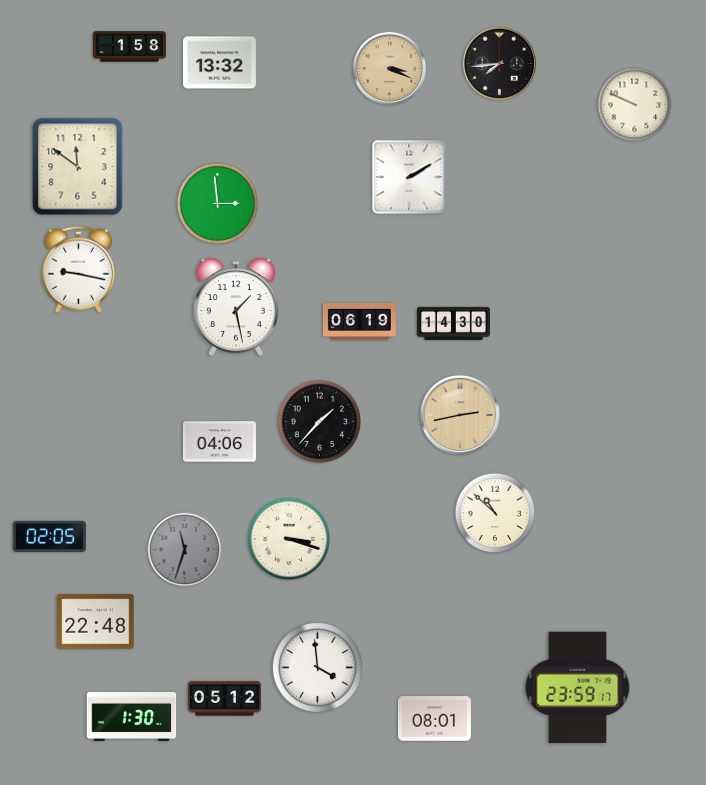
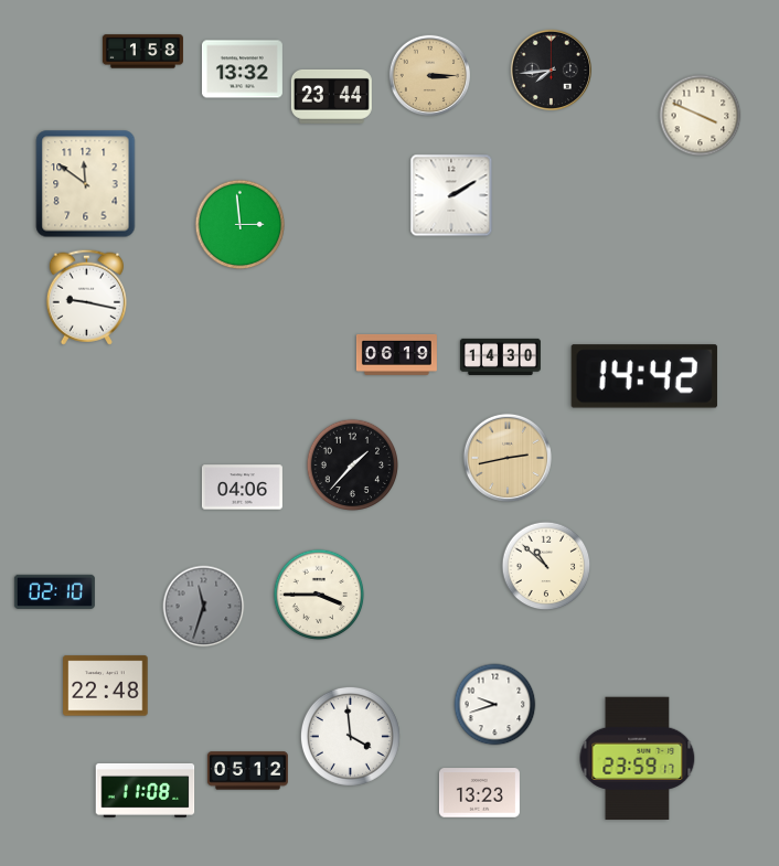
clock at (389, 68): 3:19 -> 3:15
clock at (331, 96): none -> 23:44
clock at (635, 105): 9:49 -> 3:49
clock at (236, 307): 1:28 -> none
clock at (644, 376): none -> 14:42
clock at (49, 536): 02:05 -> 02:10
clock at (289, 539): 3:18 -> 3:45
clock at (495, 705): none -> 9:42
clock at (132, 716): 1:30 -> 11:08
clock at (434, 719): 08:01 -> 13:23
